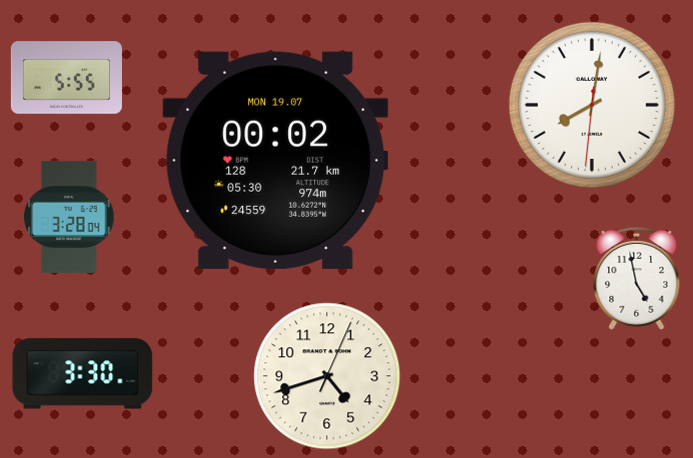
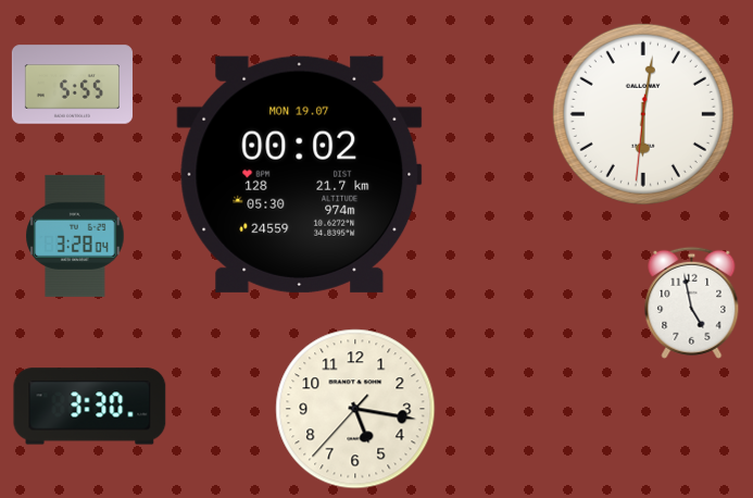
clock at (592, 105): 8:01 -> 6:01
clock at (327, 376): 4:42 -> 5:16
